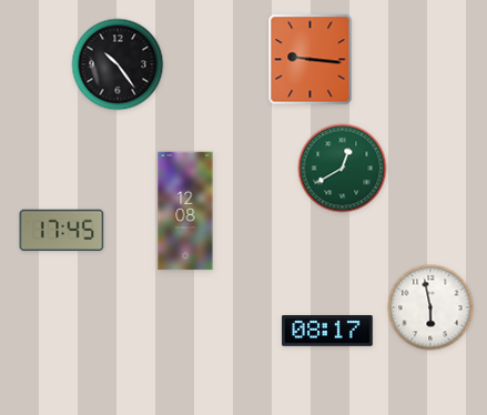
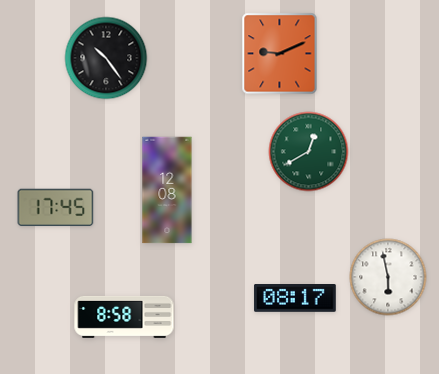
clock at (311, 60): 9:16 -> 9:11
clock at (124, 317): none -> 8:58
